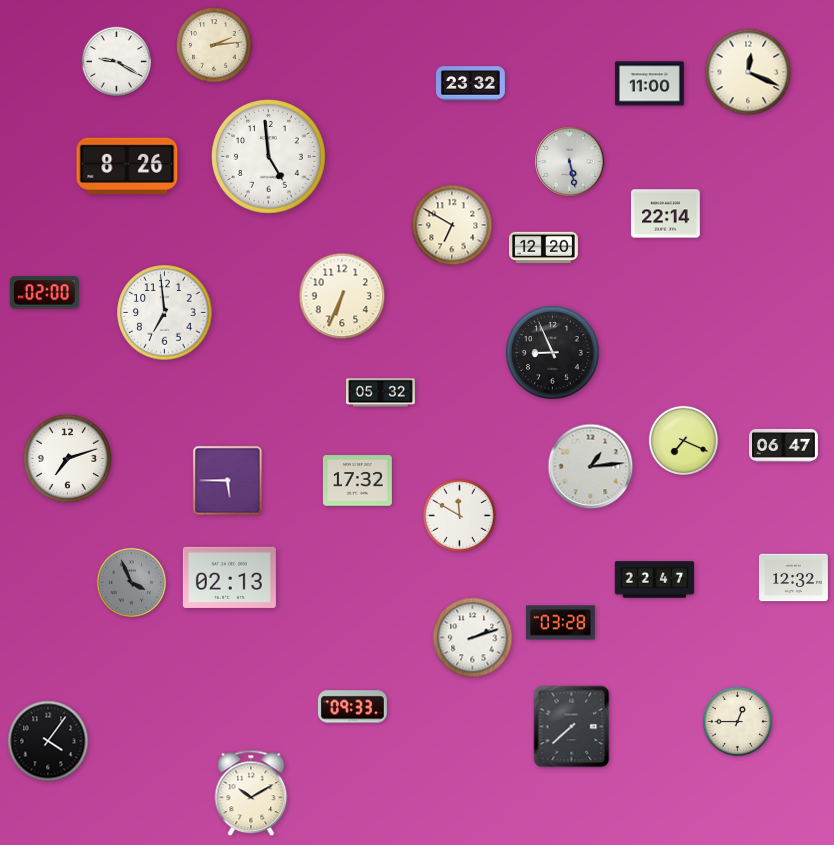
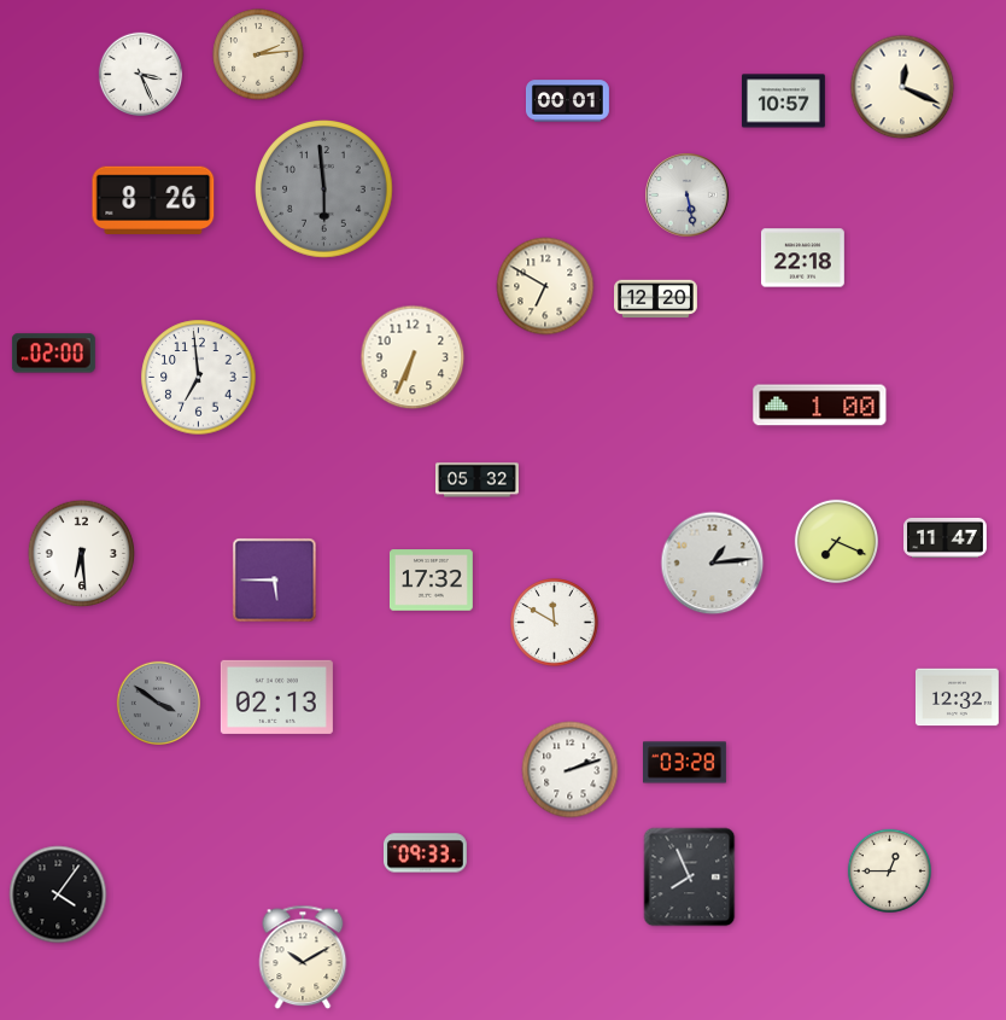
clock at (116, 61): 9:20 -> 3:26
clock at (470, 84): 23:32 -> 00:01
clock at (649, 84): 11:00 -> 10:57
clock at (269, 157): 4:59 -> 5:59
clock at (269, 157) dial: white -> grey
clock at (665, 214): 22:14 -> 22:18
clock at (452, 225) position: (452, 225) -> (545, 286)
clock at (820, 406): none -> 1:00
clock at (553, 353): 8:56 -> none
clock at (381, 393) position: (381, 393) -> (478, 480)
clock at (683, 440) position: (683, 440) -> (836, 541)
clock at (784, 445): 06:47 -> 11:47
clock at (68, 459): 7:12 -> 6:29
clock at (655, 580): 22:47 -> none
clock at (131, 582): 3:56 -> 3:51
clock at (561, 623) position: (561, 623) -> (685, 763)
clock at (572, 727): 7:38 -> 7:56
